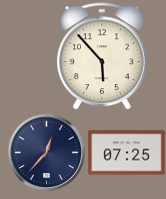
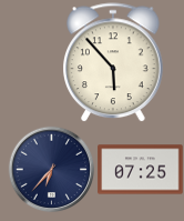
clock at (46, 152): 12:37 -> 6:37
